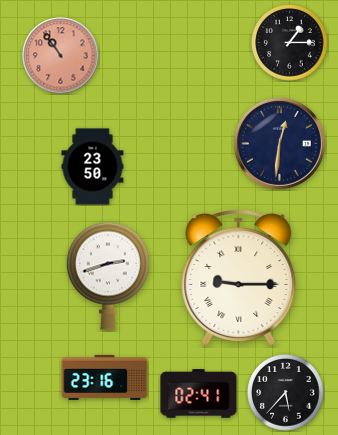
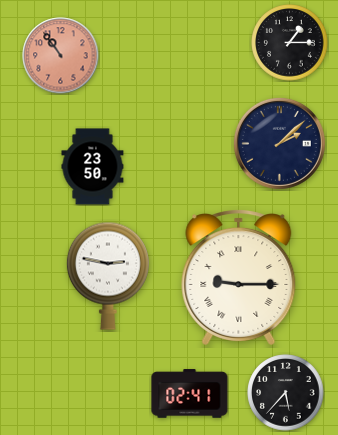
clock at (279, 143): 12:31 -> 2:08
clock at (108, 276): 2:42 -> 2:47
clock at (105, 377): 23:16 -> none
clock at (199, 394) position: (199, 394) -> (190, 394)
